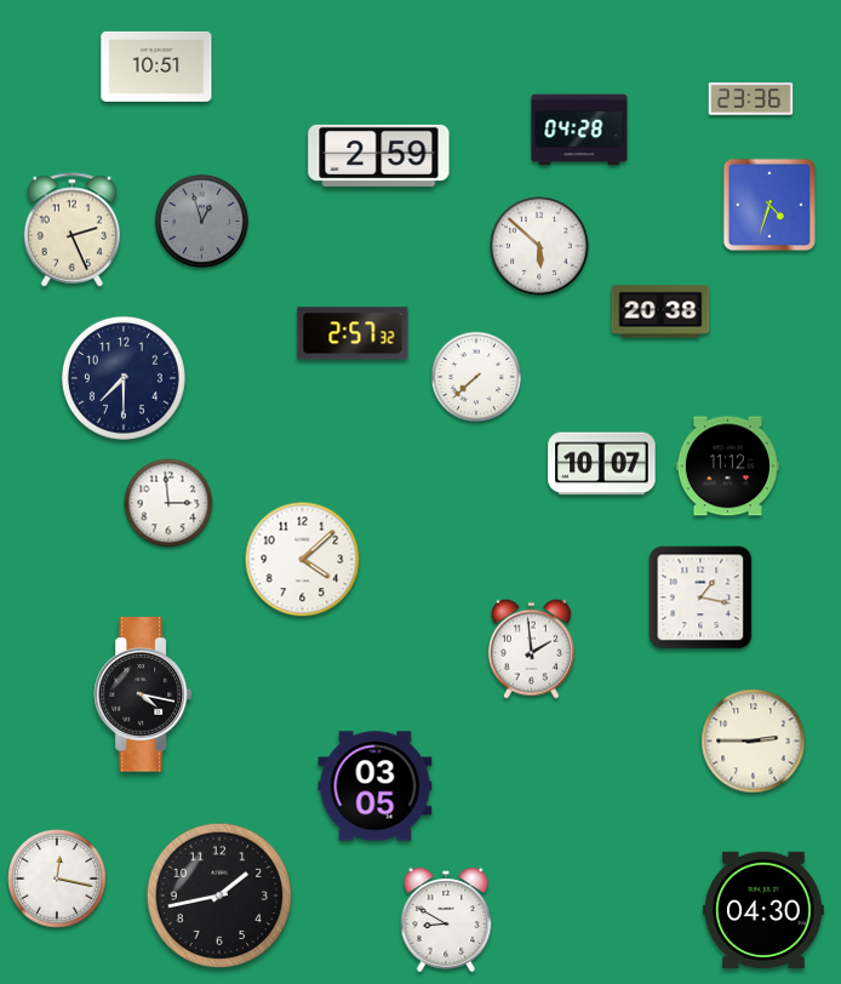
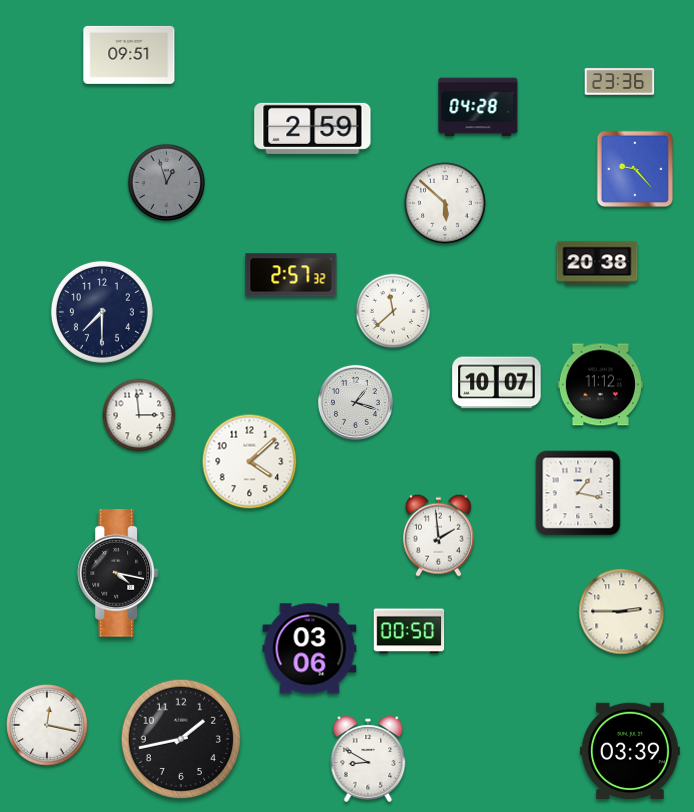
clock at (156, 67): 10:51 -> 09:51
clock at (770, 205): 4:33 -> 9:23
clock at (73, 230): 2:26 -> none
clock at (660, 311) position: (660, 311) -> (597, 263)
clock at (476, 377): 7:38 -> 11:38
clock at (355, 402): none -> 1:18
clock at (409, 631): none -> 00:50
clock at (376, 786): 03:05 -> 03:06
clock at (763, 910): 04:30 -> 03:39
